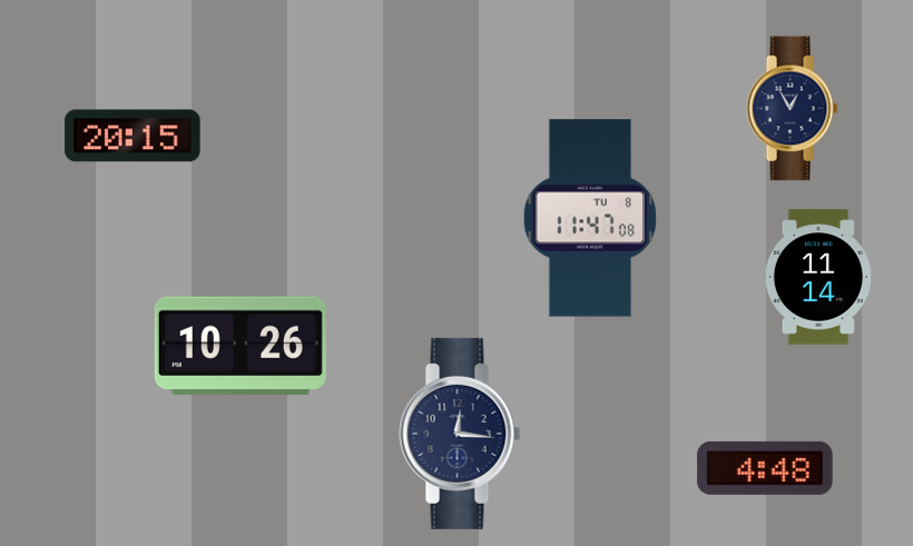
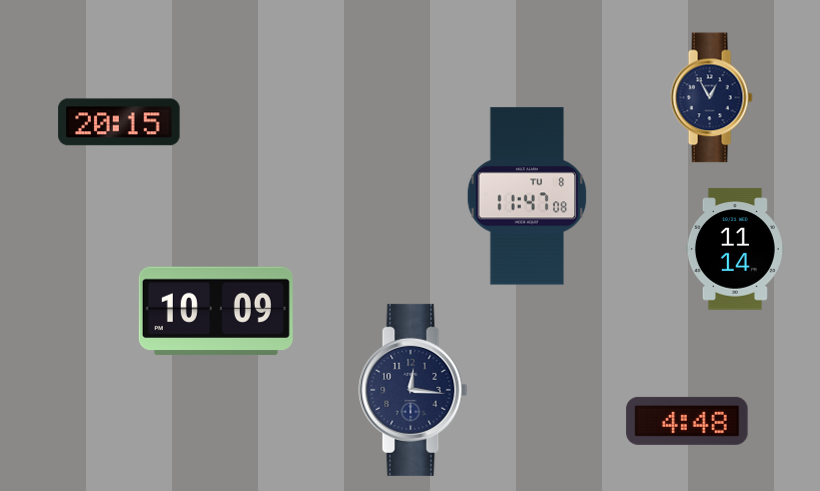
clock at (590, 218) position: (590, 218) -> (527, 196)
clock at (240, 346): 10:26 -> 10:09
